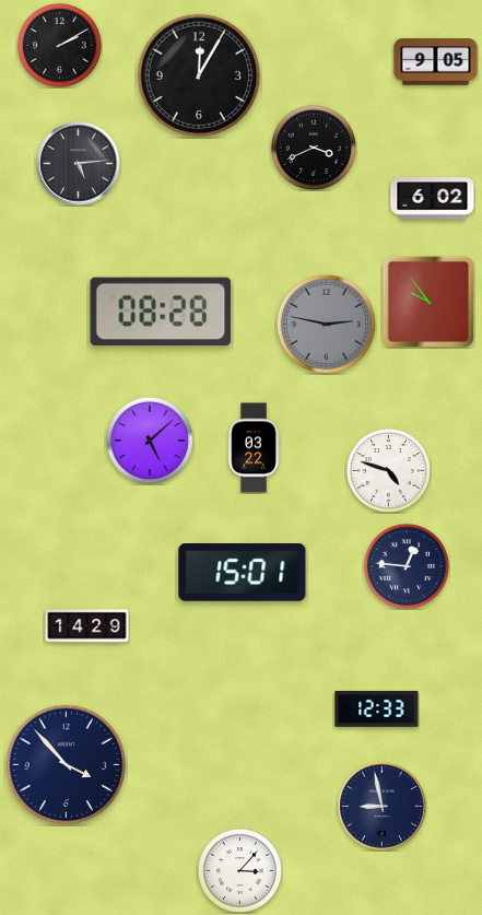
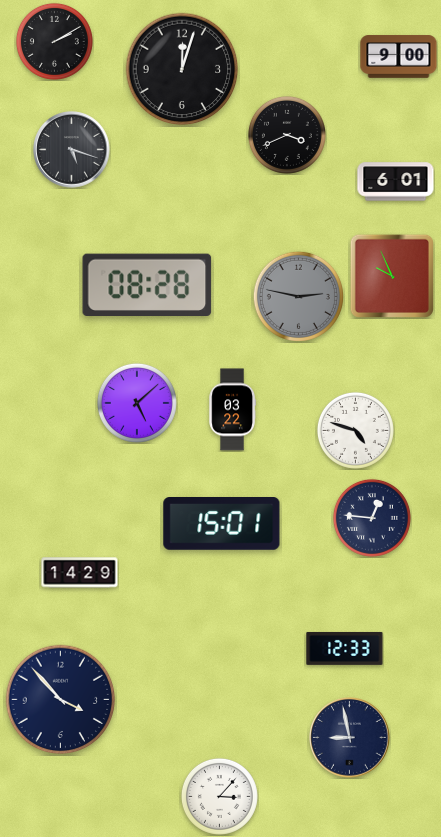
clock at (436, 62): 9:05 -> 9:00
clock at (199, 75): 12:05 -> 12:03
clock at (79, 164): 5:14 -> 5:18
clock at (433, 199): 6:02 -> 6:01
clock at (428, 302): 9:54 -> 9:56
